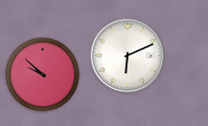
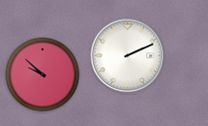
clock at (128, 56): 6:11 -> 2:11
